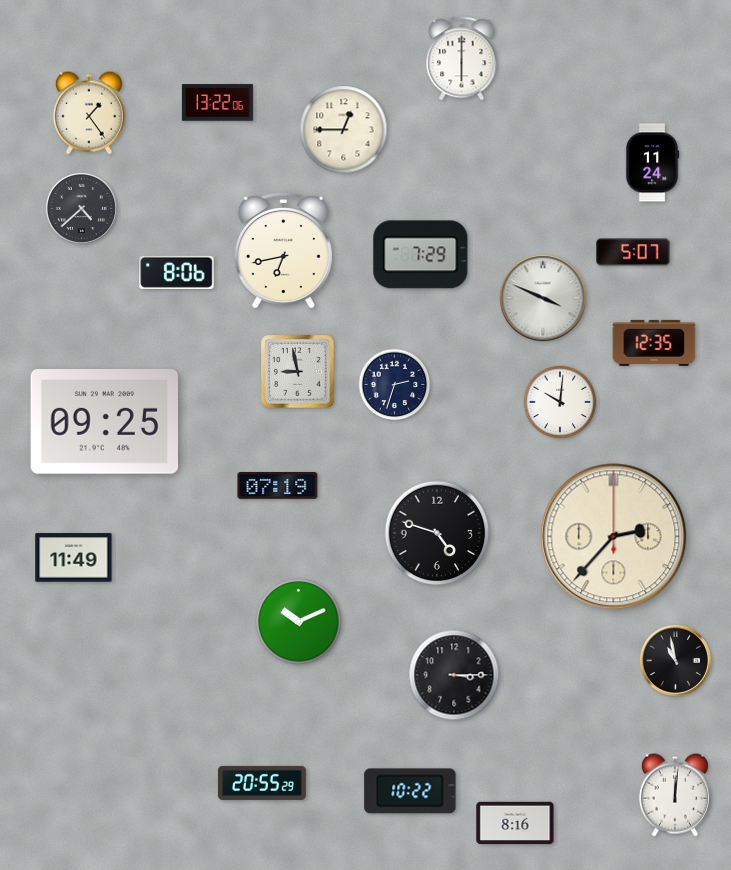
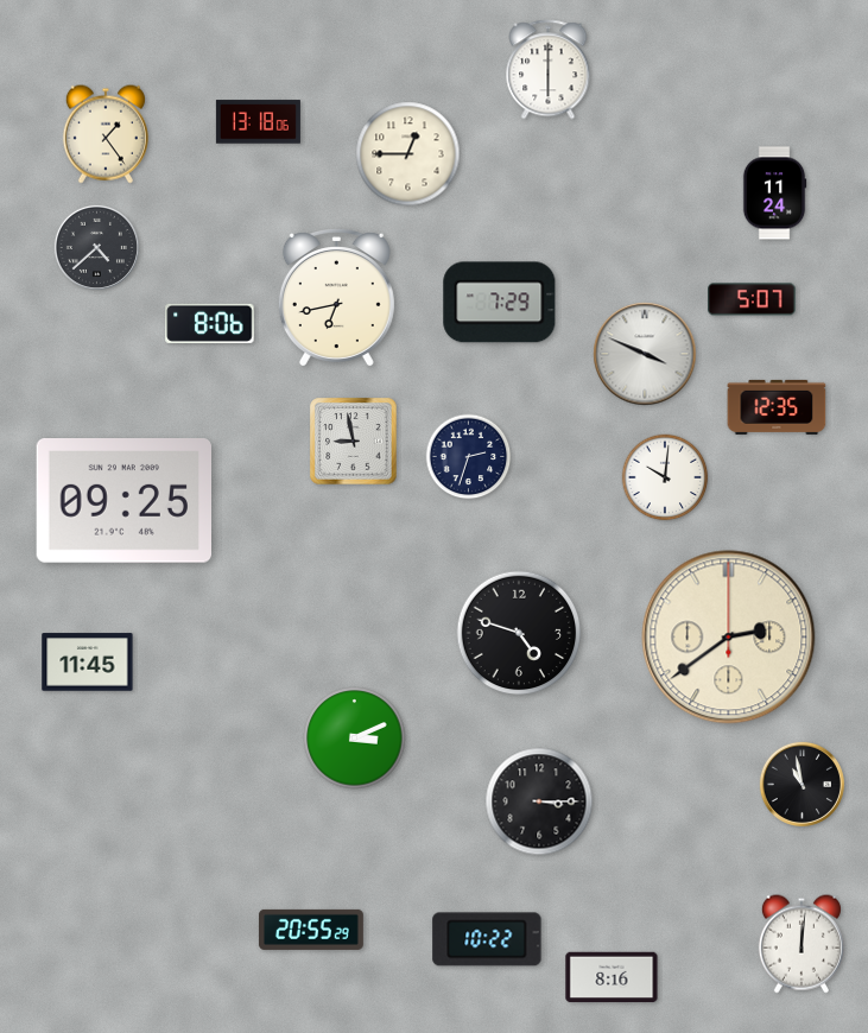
clock at (217, 103): 13:22 -> 13:18
clock at (278, 485): 07:19 -> none
clock at (614, 537): 2:37 -> 2:39
clock at (74, 558): 11:49 -> 11:45
clock at (299, 622): 10:11 -> 3:11
